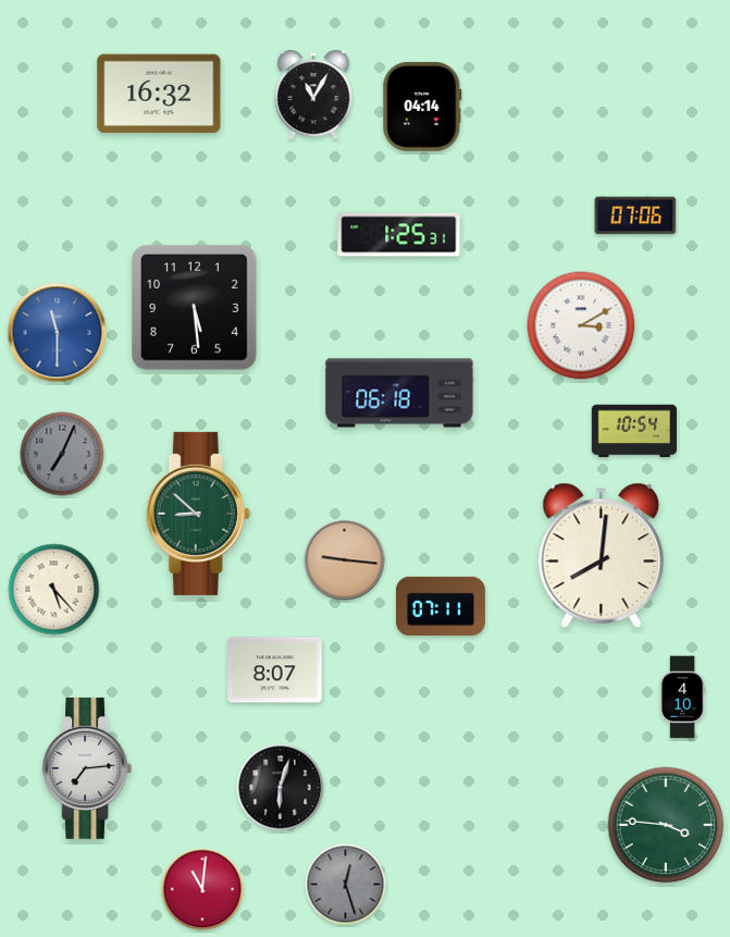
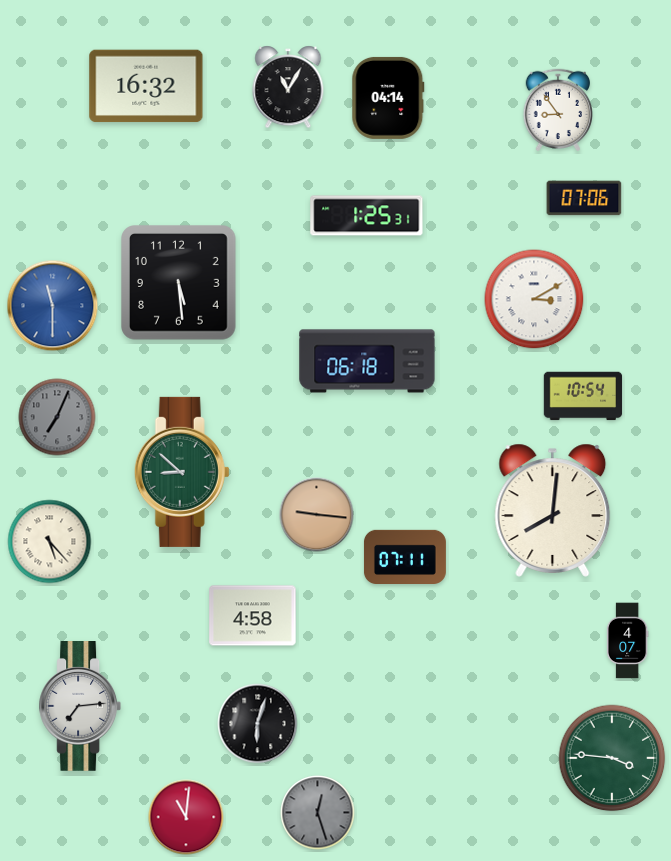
clock at (557, 109): none -> 8:54
clock at (275, 670): 8:07 -> 4:58
clock at (682, 698): 4:10 -> 4:07
